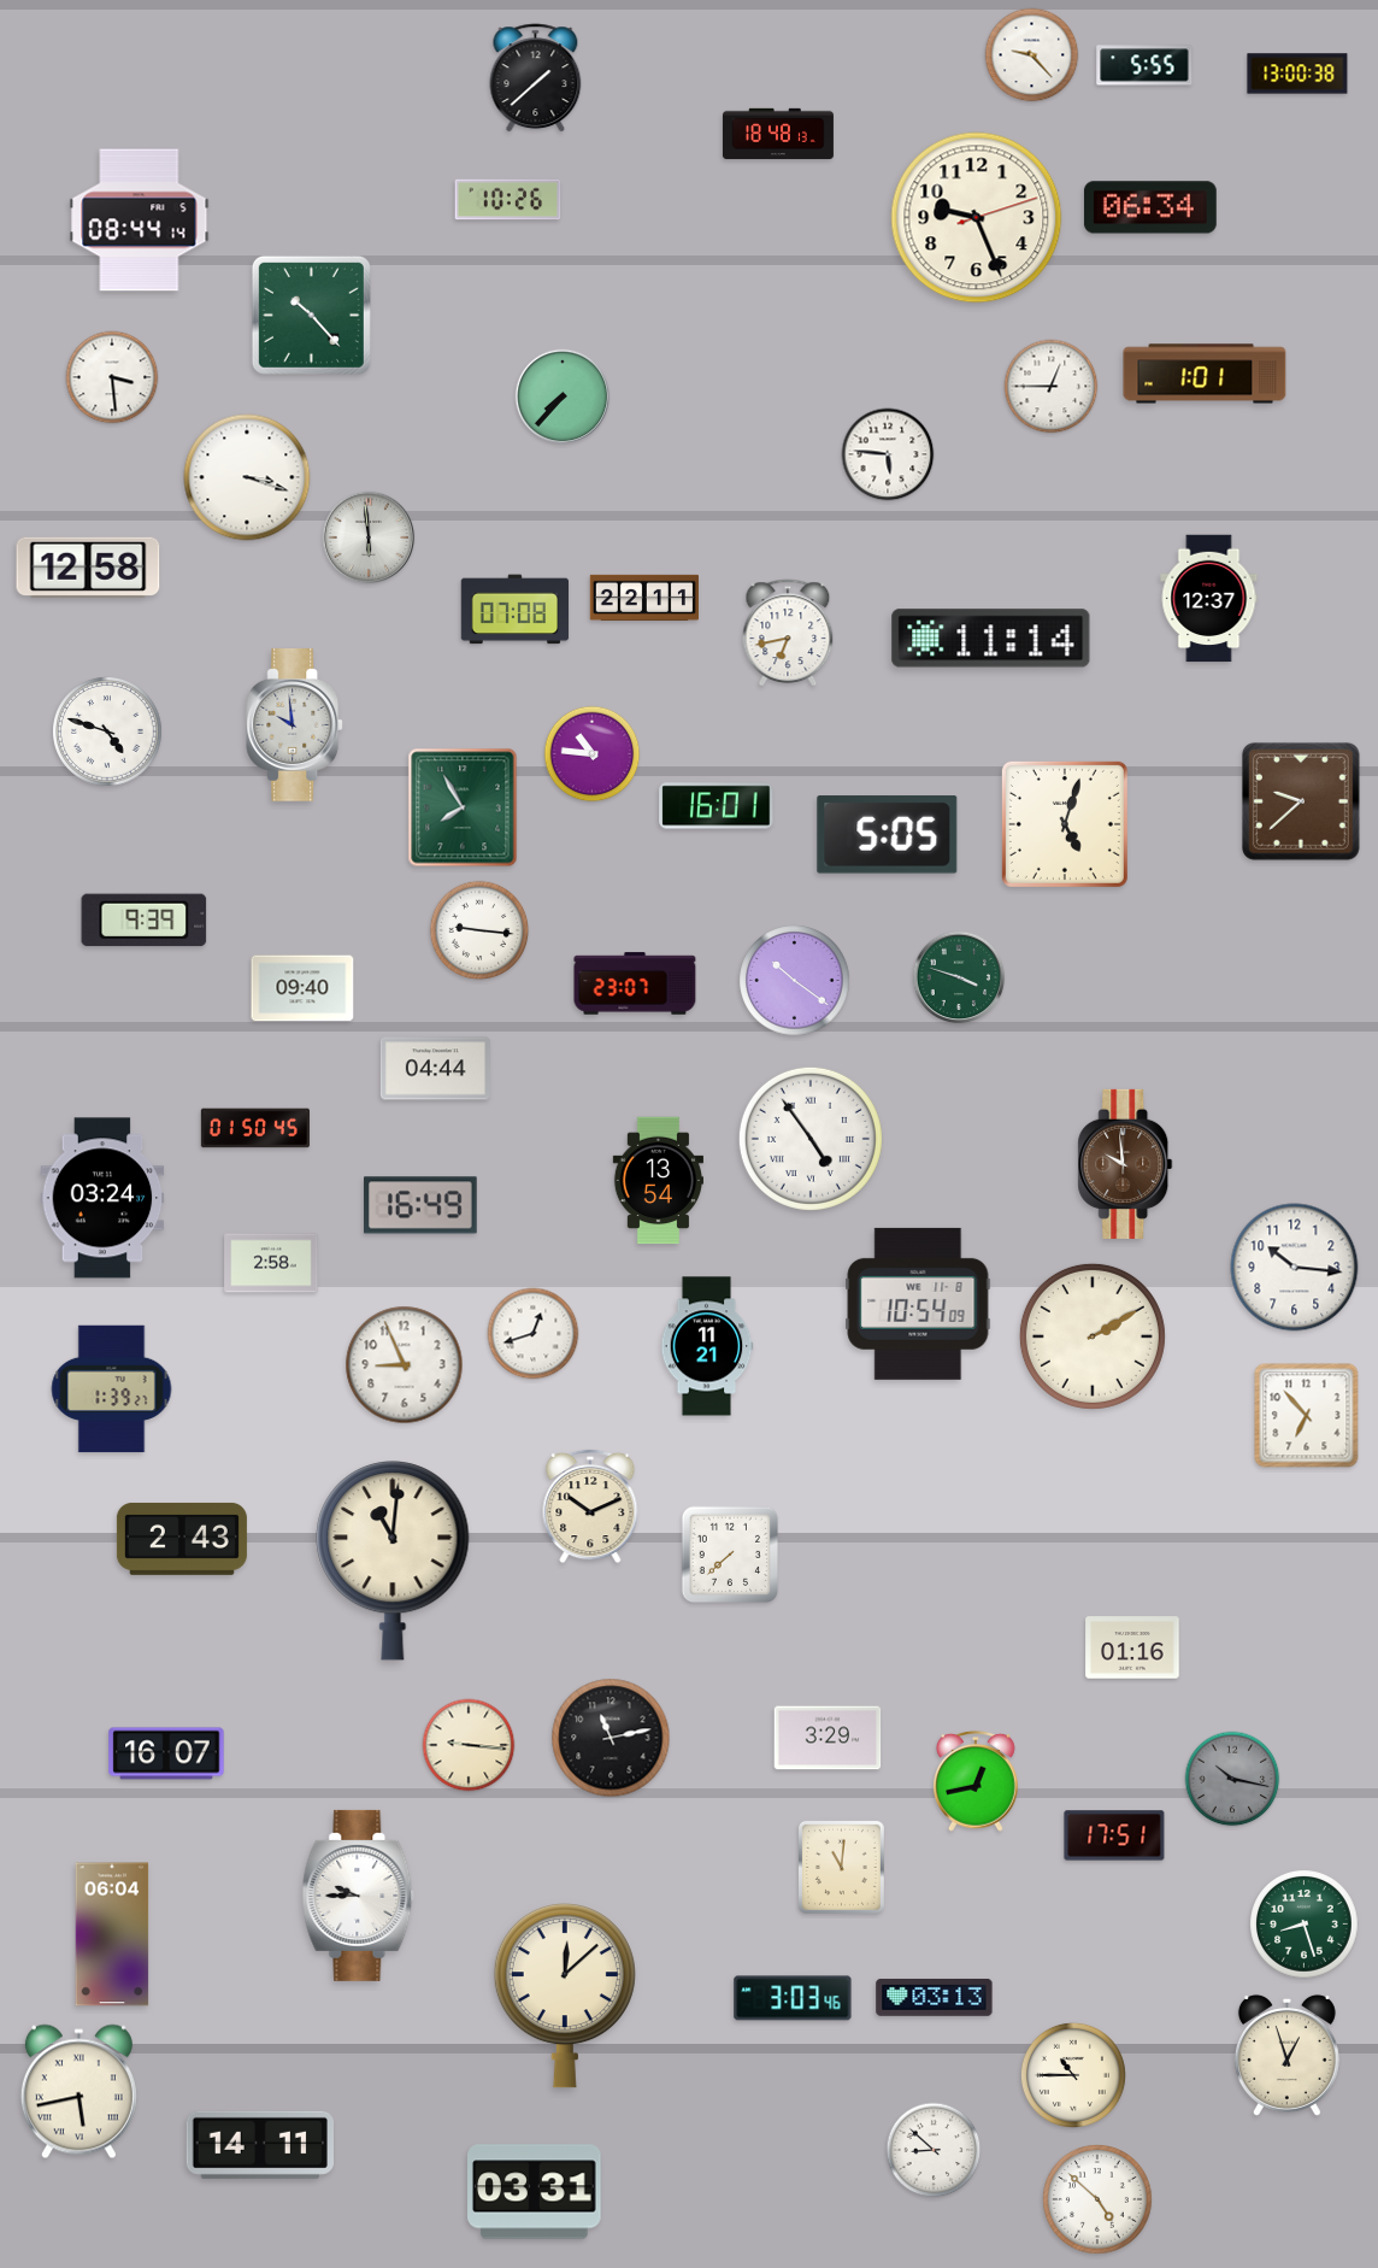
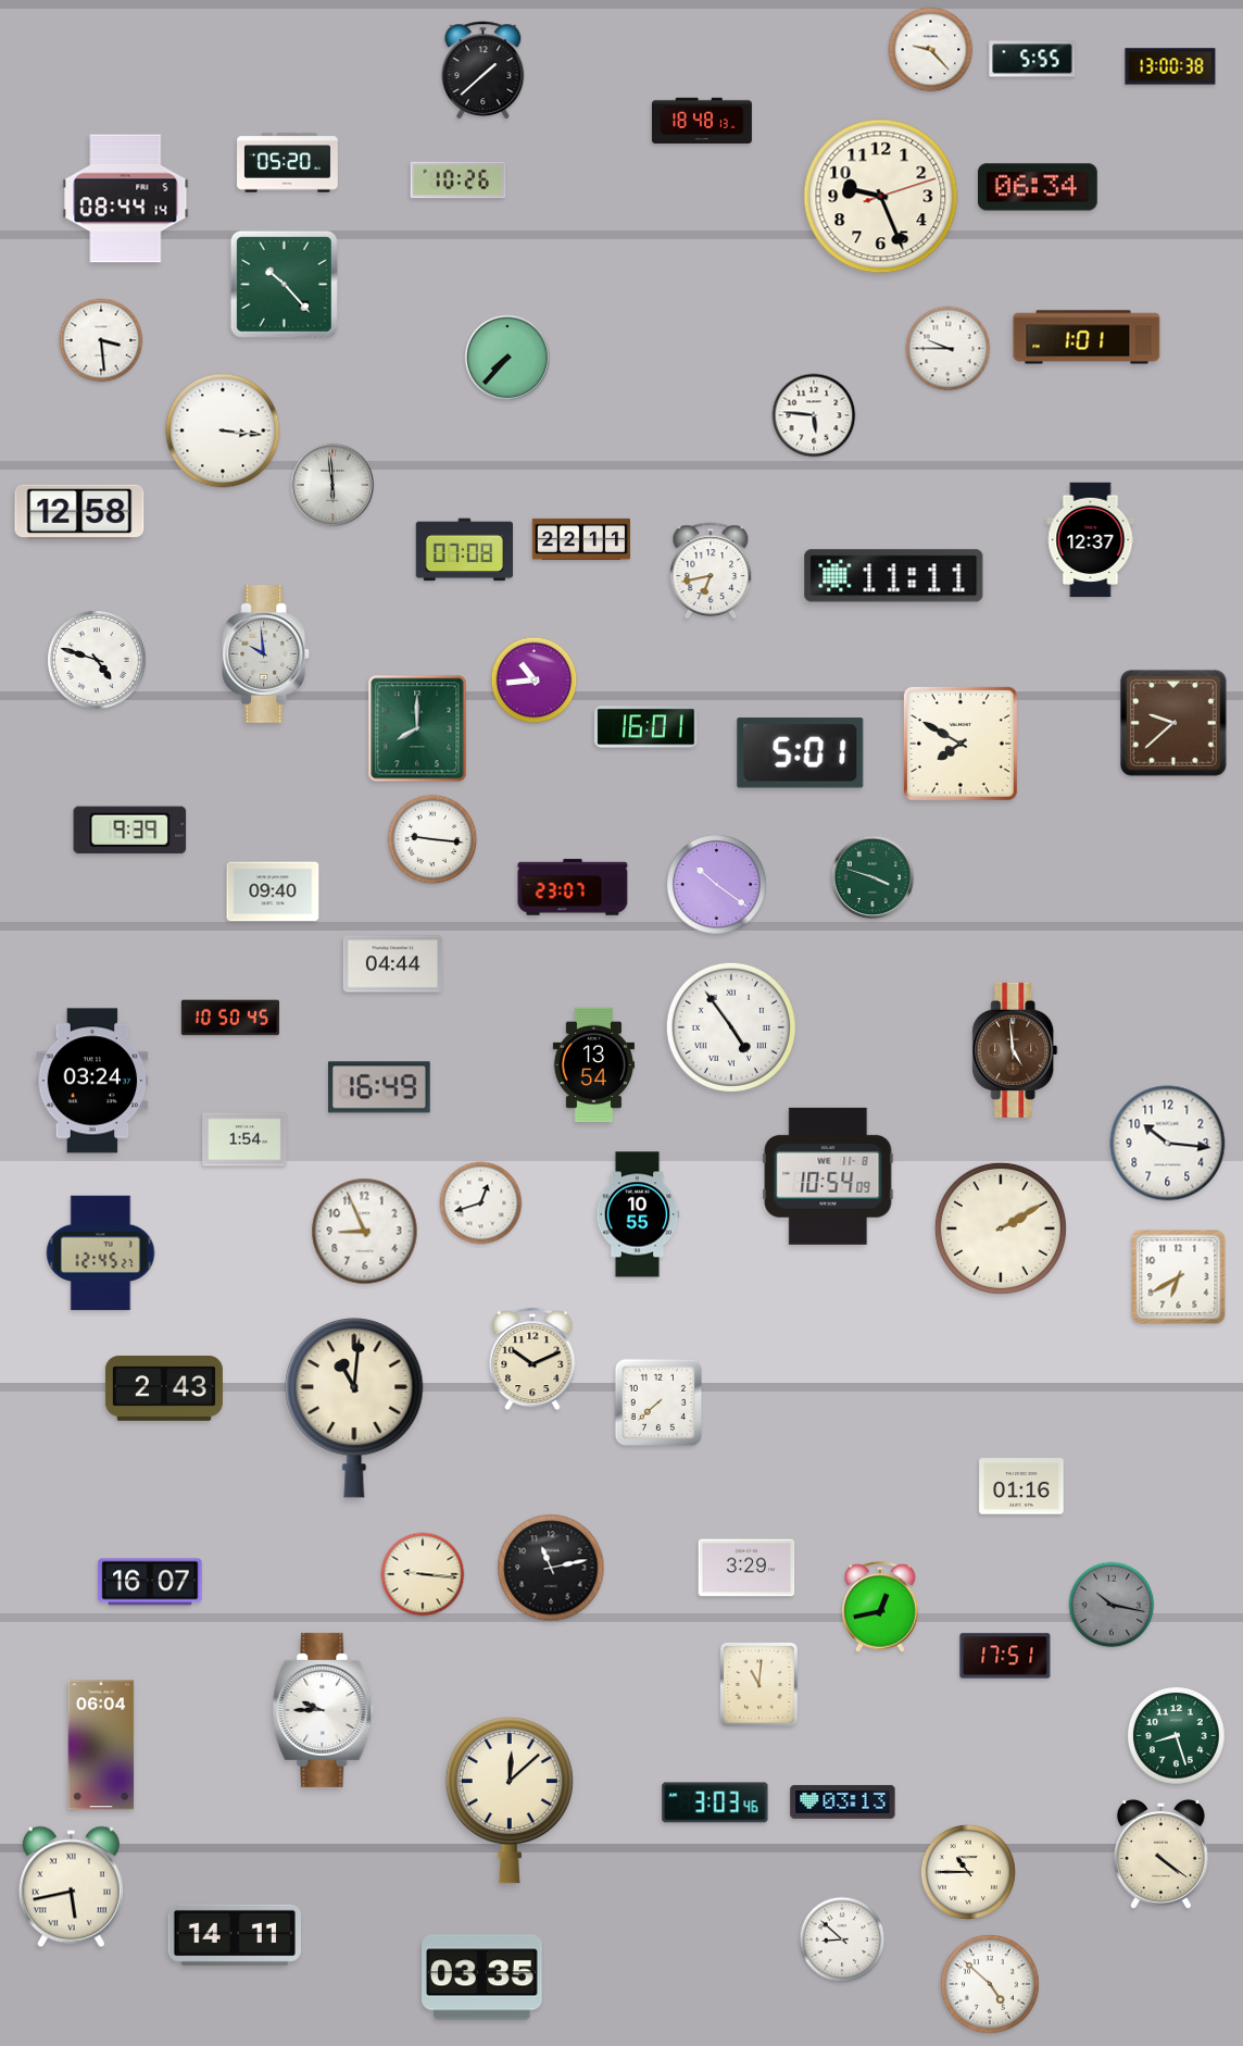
clock at (288, 163): none -> 05:20
clock at (311, 315) position: (311, 315) -> (284, 284)
clock at (1052, 387): 12:45 -> 9:45
clock at (888, 454) position: (888, 454) -> (814, 415)
clock at (247, 477): 3:18 -> 3:16
clock at (991, 639): 11:14 -> 11:11
clock at (593, 754): 10:46 -> 10:44
clock at (463, 807): 7:55 -> 8:00
clock at (1065, 824): 5:03 -> 7:50
clock at (888, 835): 5:05 -> 5:01
clock at (959, 977) position: (959, 977) -> (872, 877)
clock at (254, 1128): 01:50 -> 10:50
clock at (1125, 1164): 9:59 -> 4:59
clock at (271, 1263): 2:58 -> 1:54
clock at (1093, 1336) position: (1093, 1336) -> (1001, 1228)
clock at (707, 1346): 11:21 -> 10:55
clock at (112, 1389): 1:39 -> 12:45
clock at (1307, 1416): 6:53 -> 6:40
clock at (1286, 2055): 12:57 -> 4:21
clock at (535, 2192): 03:31 -> 03:35
